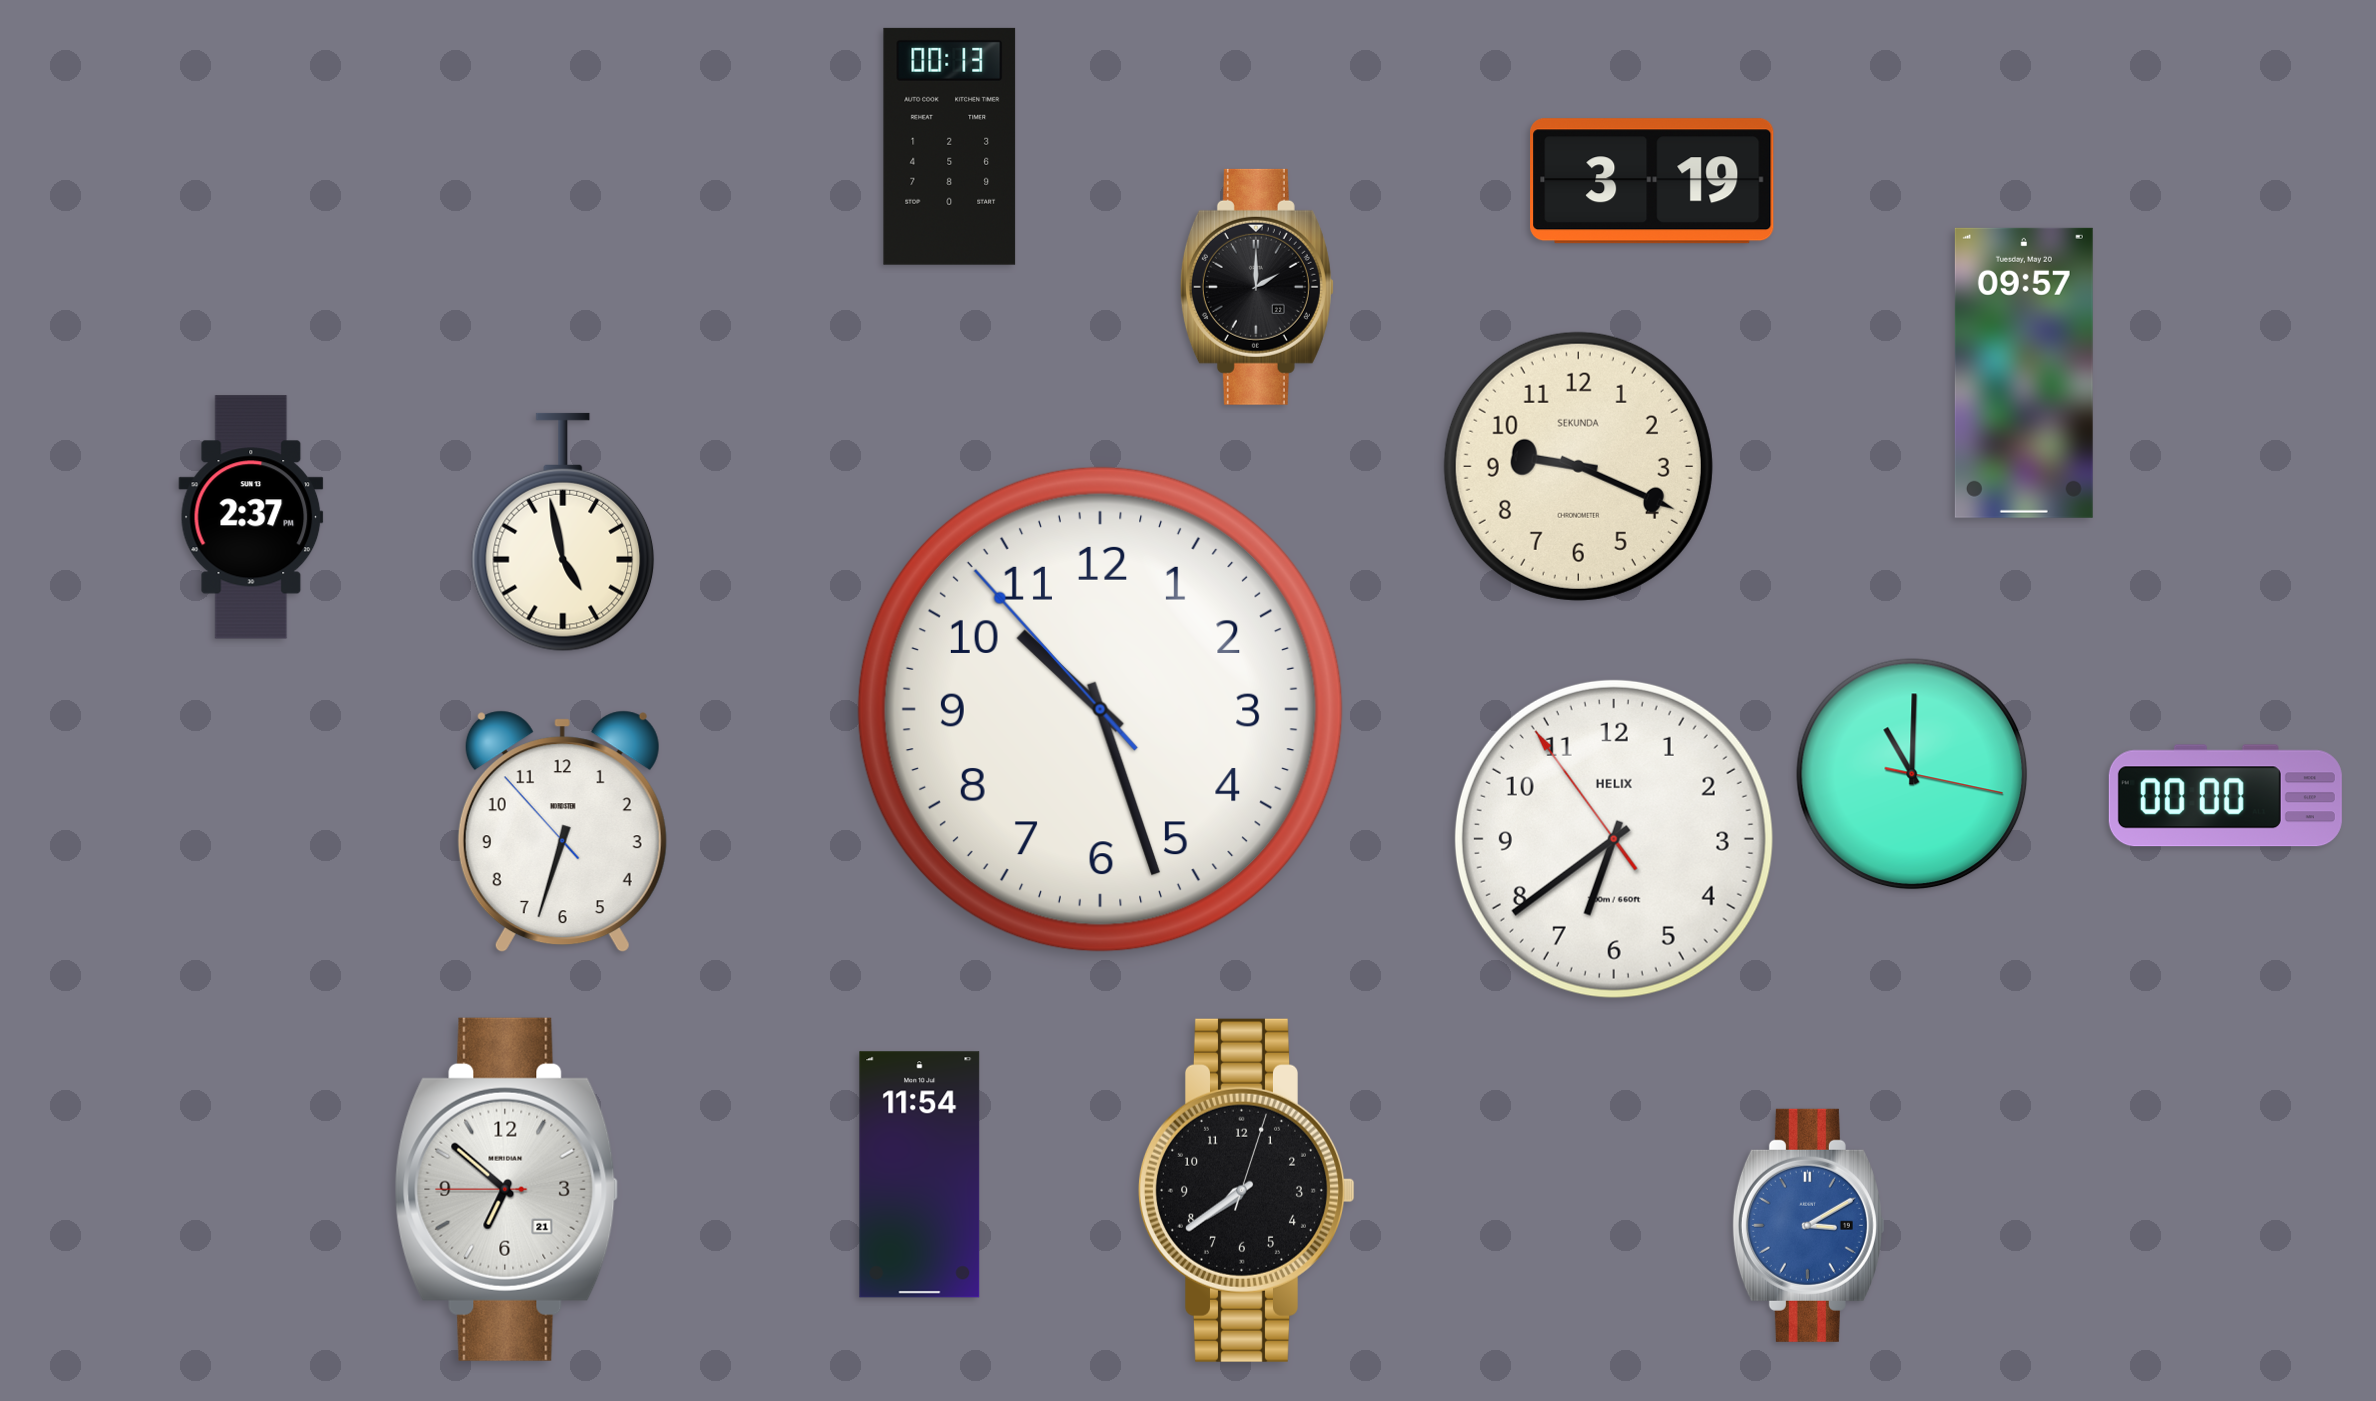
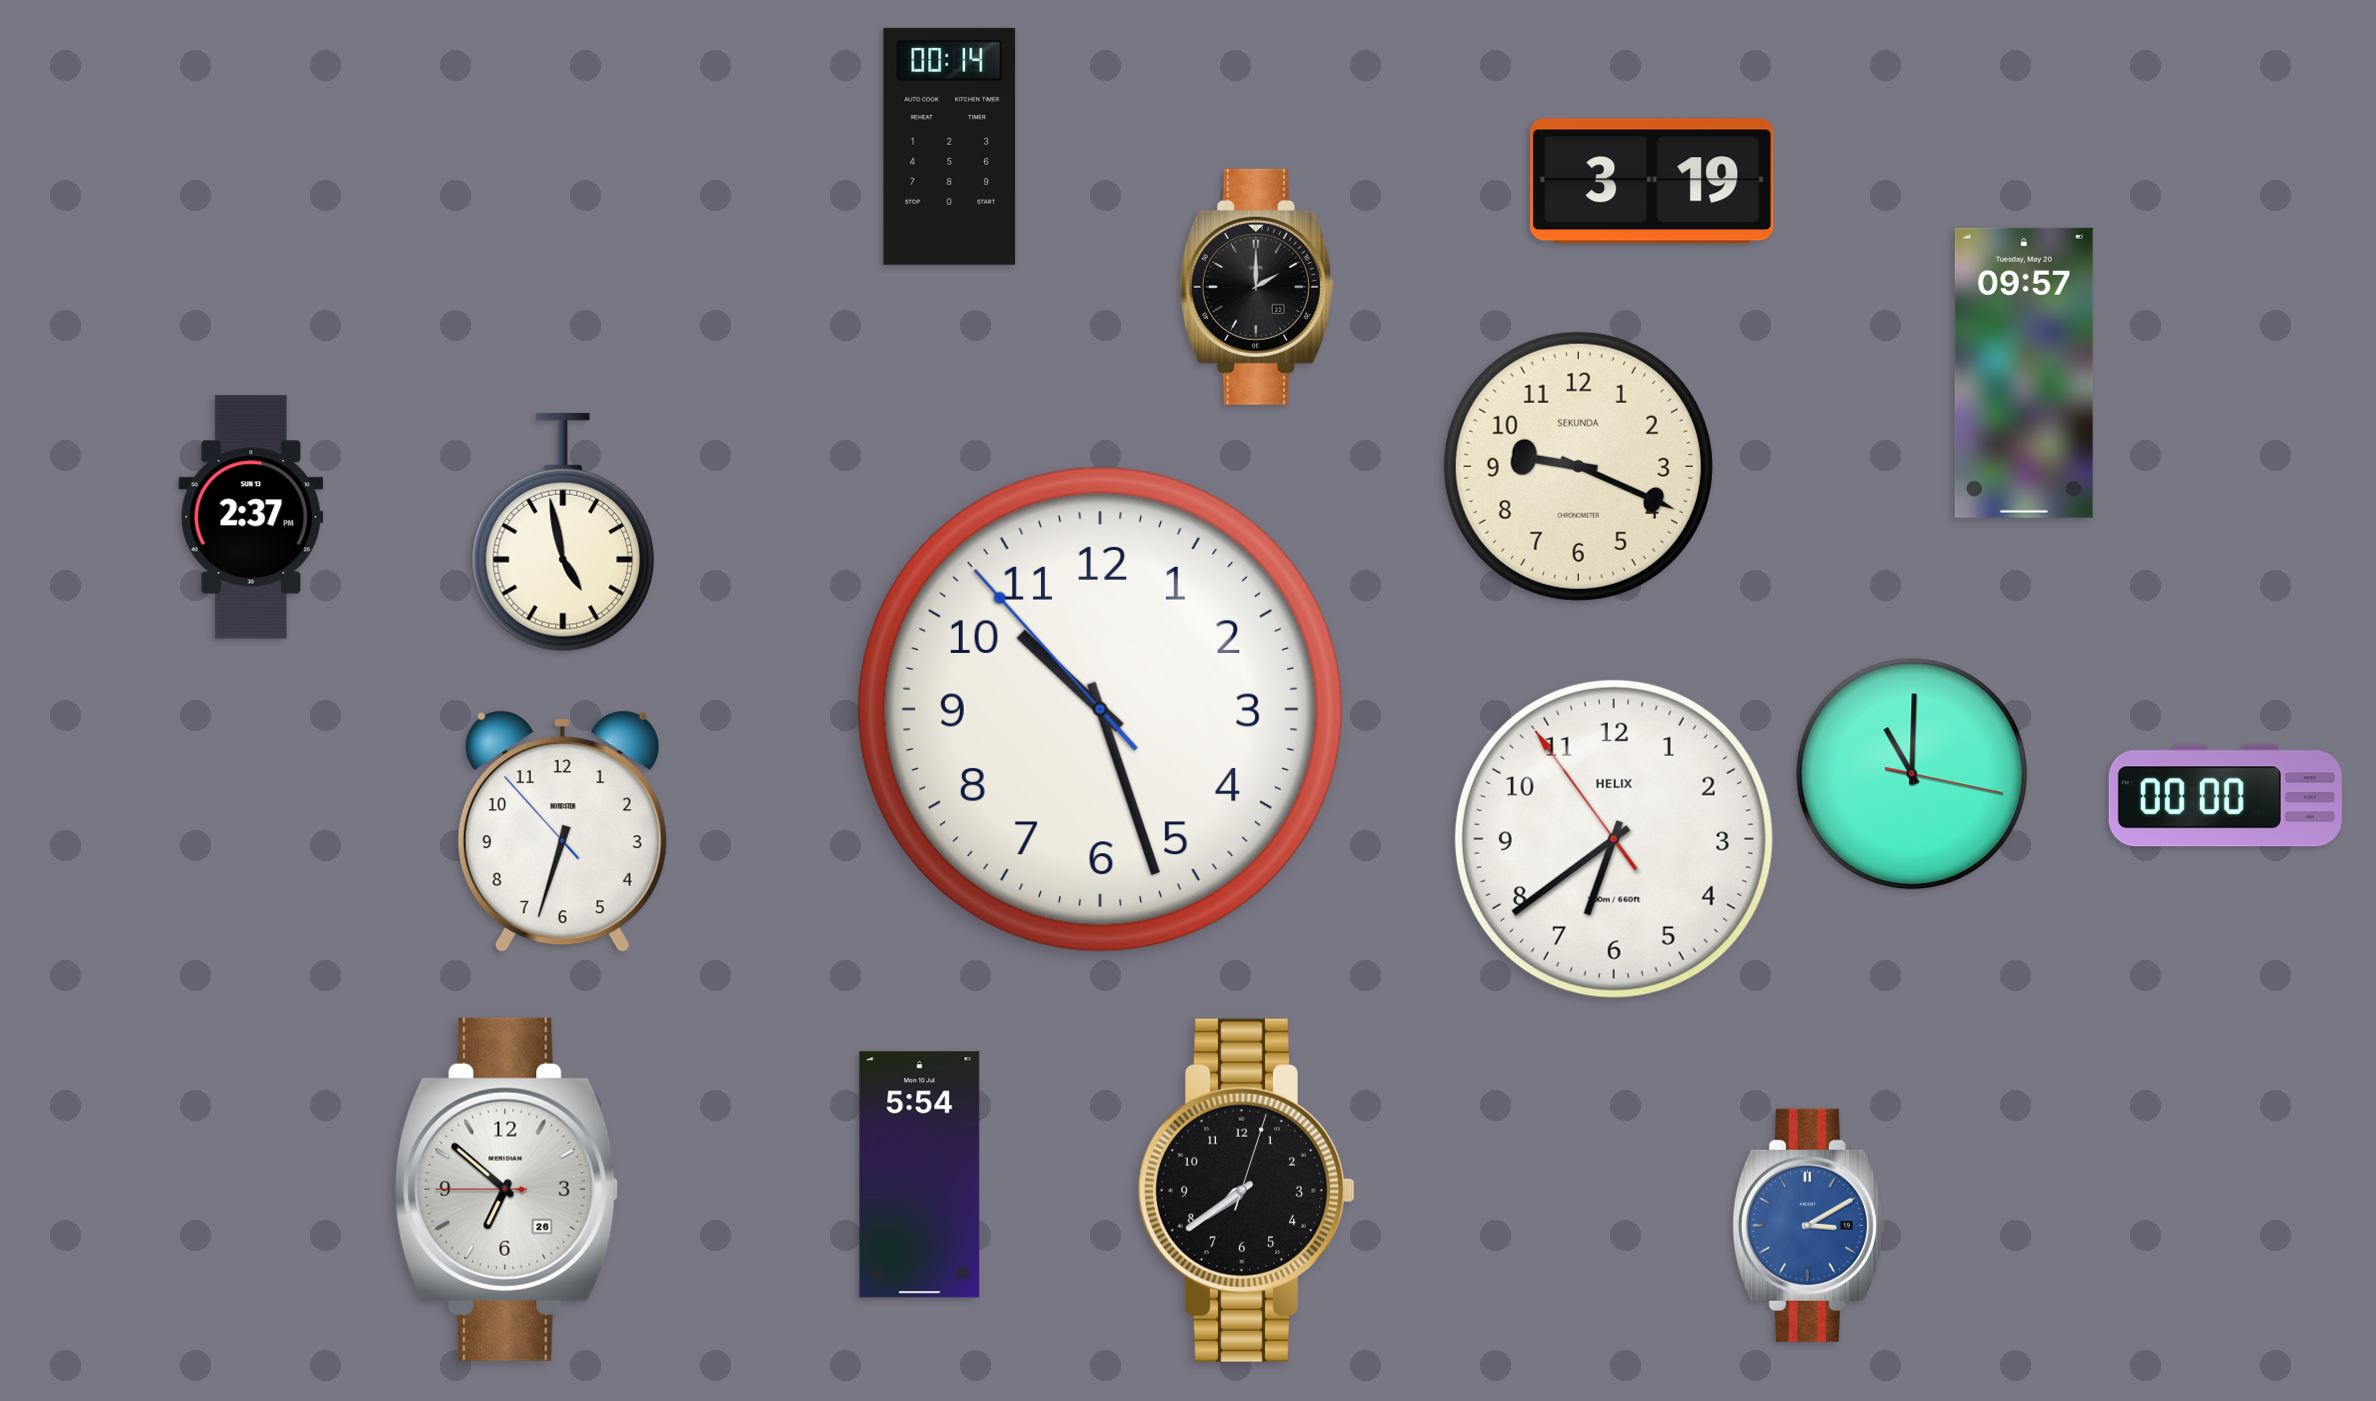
clock at (950, 146): 00:13 -> 00:14
clock at (920, 1175): 11:54 -> 5:54
clock at (507, 1189) date: 21 -> 26
